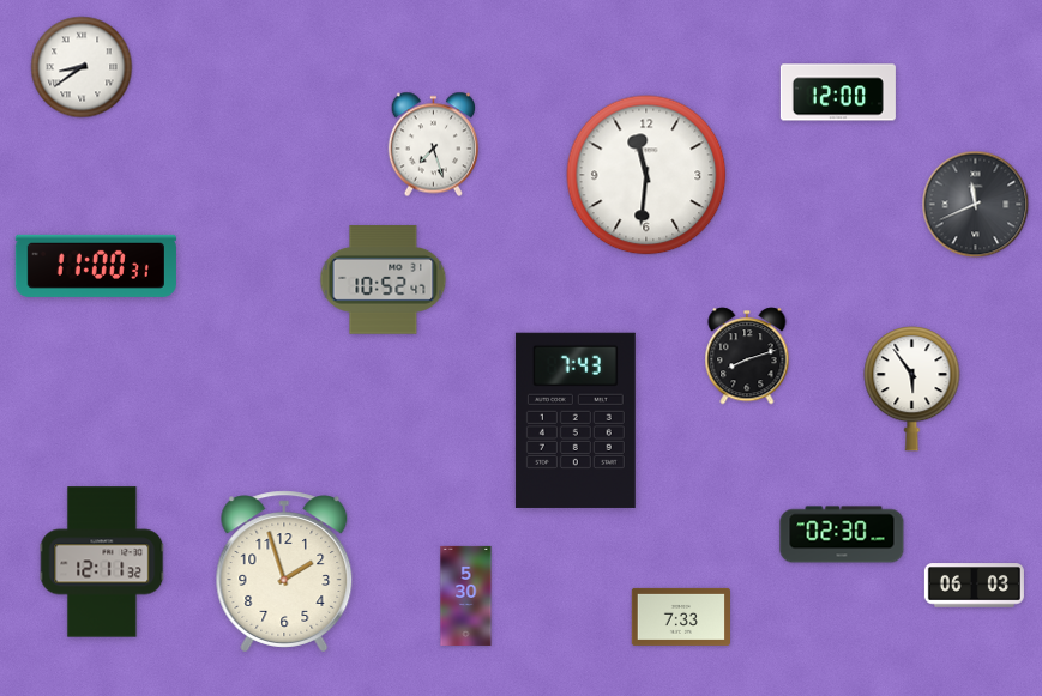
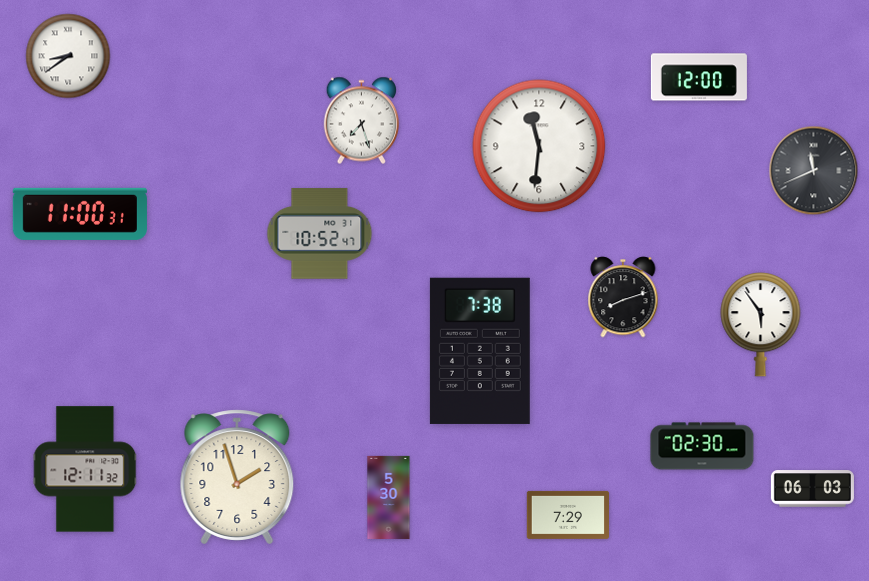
clock at (96, 266) position: (96, 266) -> (80, 214)
clock at (576, 420): 7:43 -> 7:38
clock at (680, 617): 7:33 -> 7:29
